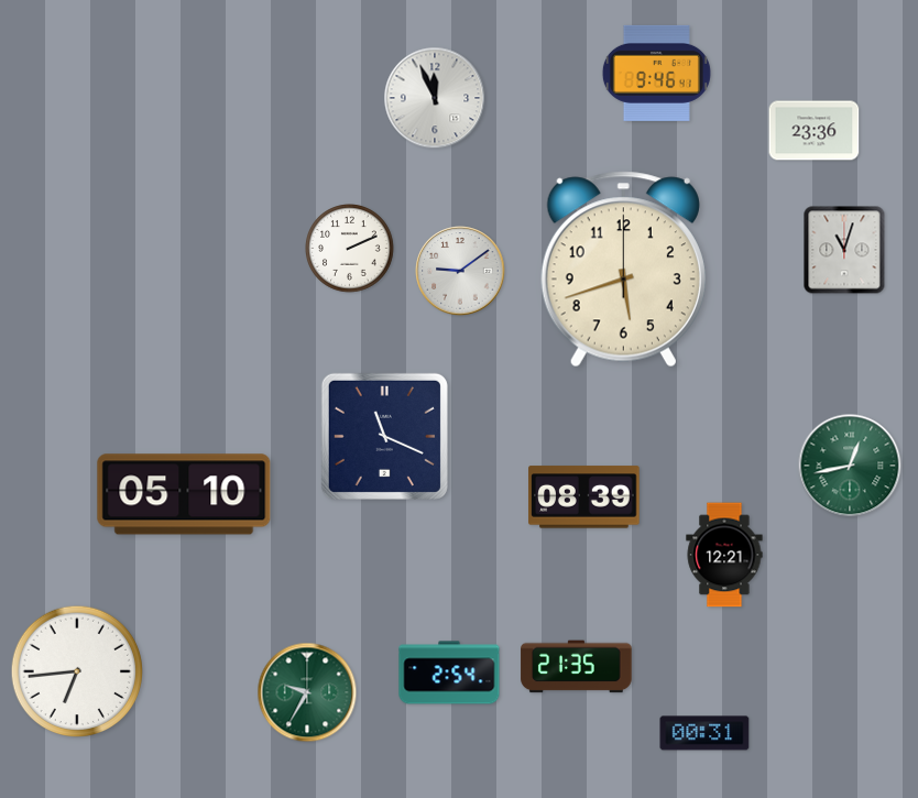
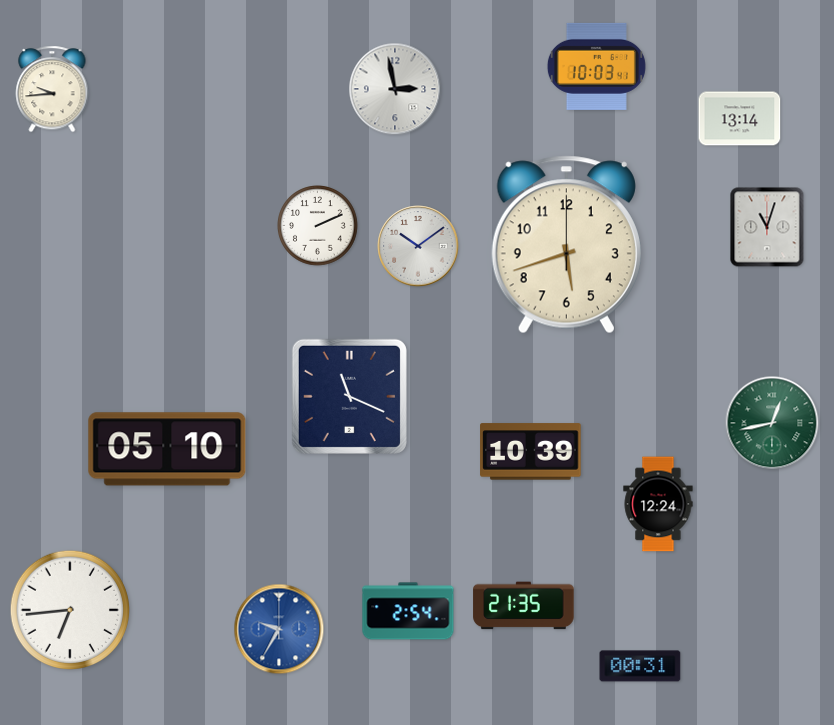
clock at (656, 73): 9:46 -> 10:03
clock at (52, 89): none -> 9:44
clock at (435, 98): 11:56 -> 2:58
clock at (815, 131): 23:36 -> 13:14
clock at (460, 271): 9:09 -> 10:09
clock at (584, 498): 08:39 -> 10:39
clock at (724, 555): 12:21 -> 12:24
clock at (307, 692) dial: green -> blue
